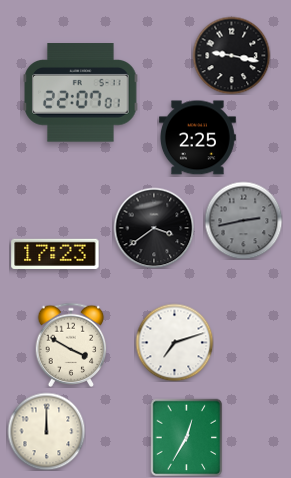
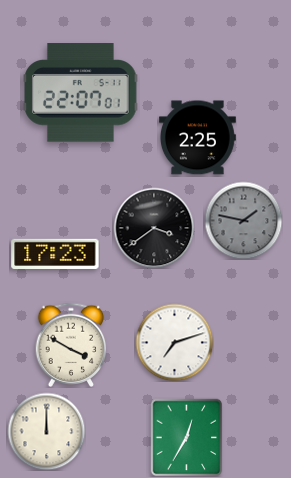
clock at (231, 55): 9:17 -> none
clock at (243, 220): 2:43 -> 1:47
